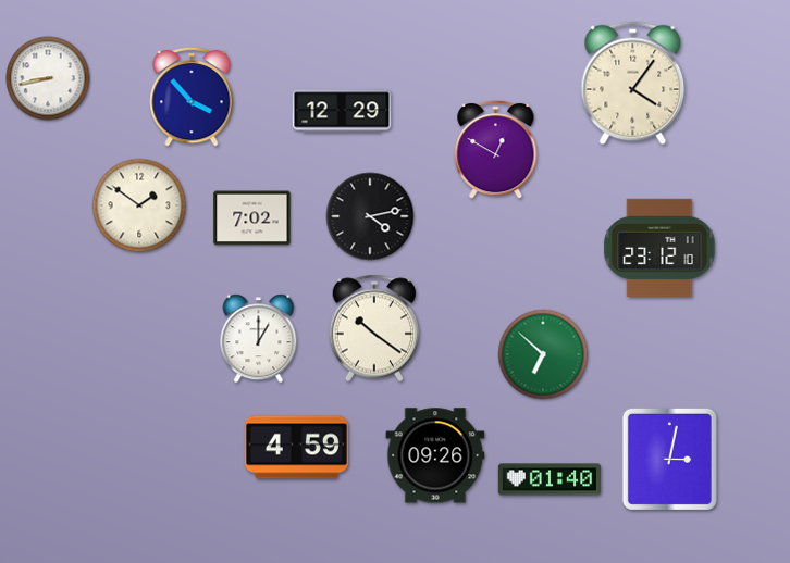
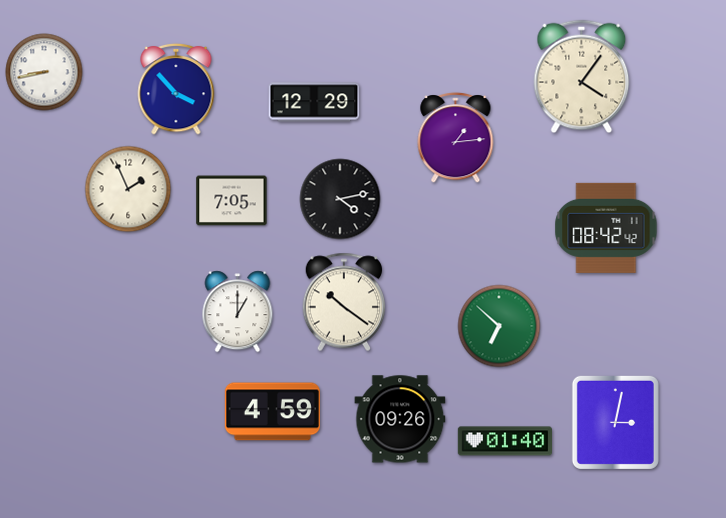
clock at (496, 150): 12:50 -> 1:14
clock at (139, 205): 1:51 -> 1:56
clock at (252, 218): 7:02 -> 7:05
clock at (659, 248): 23:12 -> 08:42
